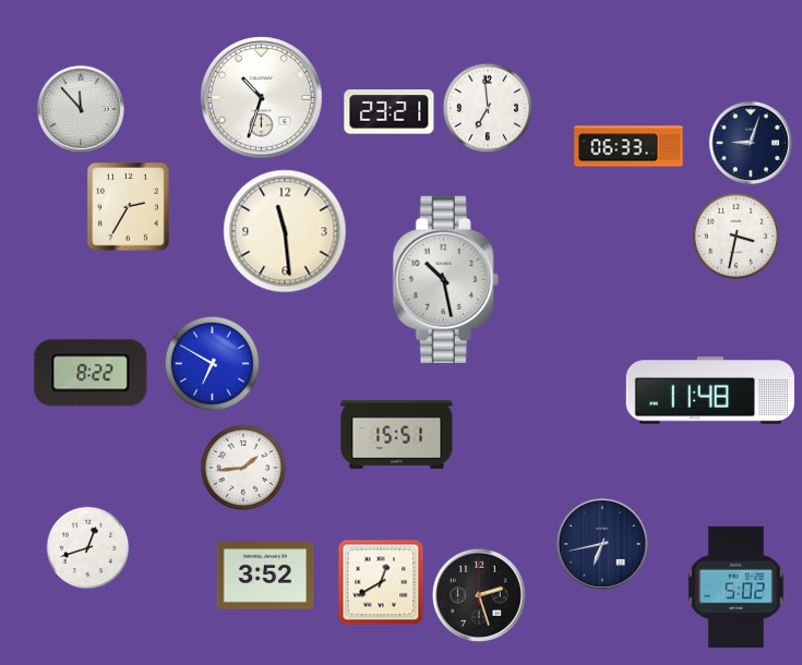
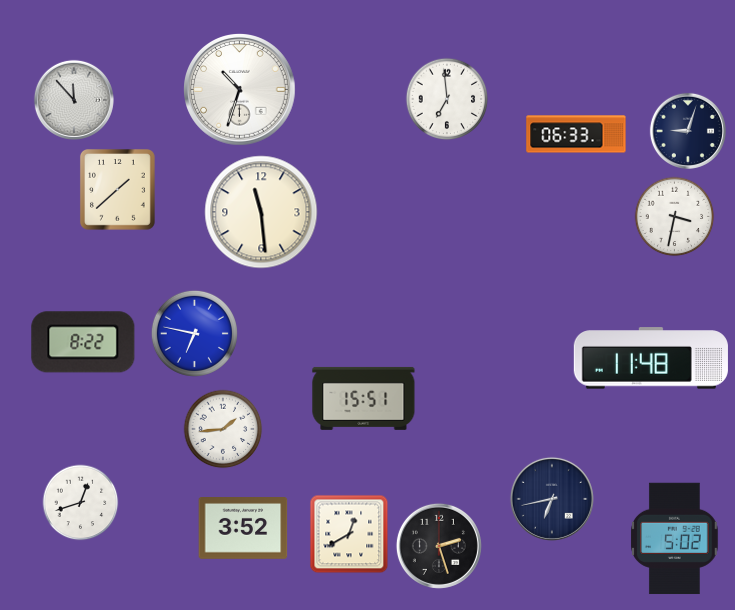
clock at (390, 112): 23:21 -> none
clock at (129, 207): 2:35 -> 1:38
clock at (445, 279): 10:28 -> none
clock at (212, 363): 6:50 -> 6:47
